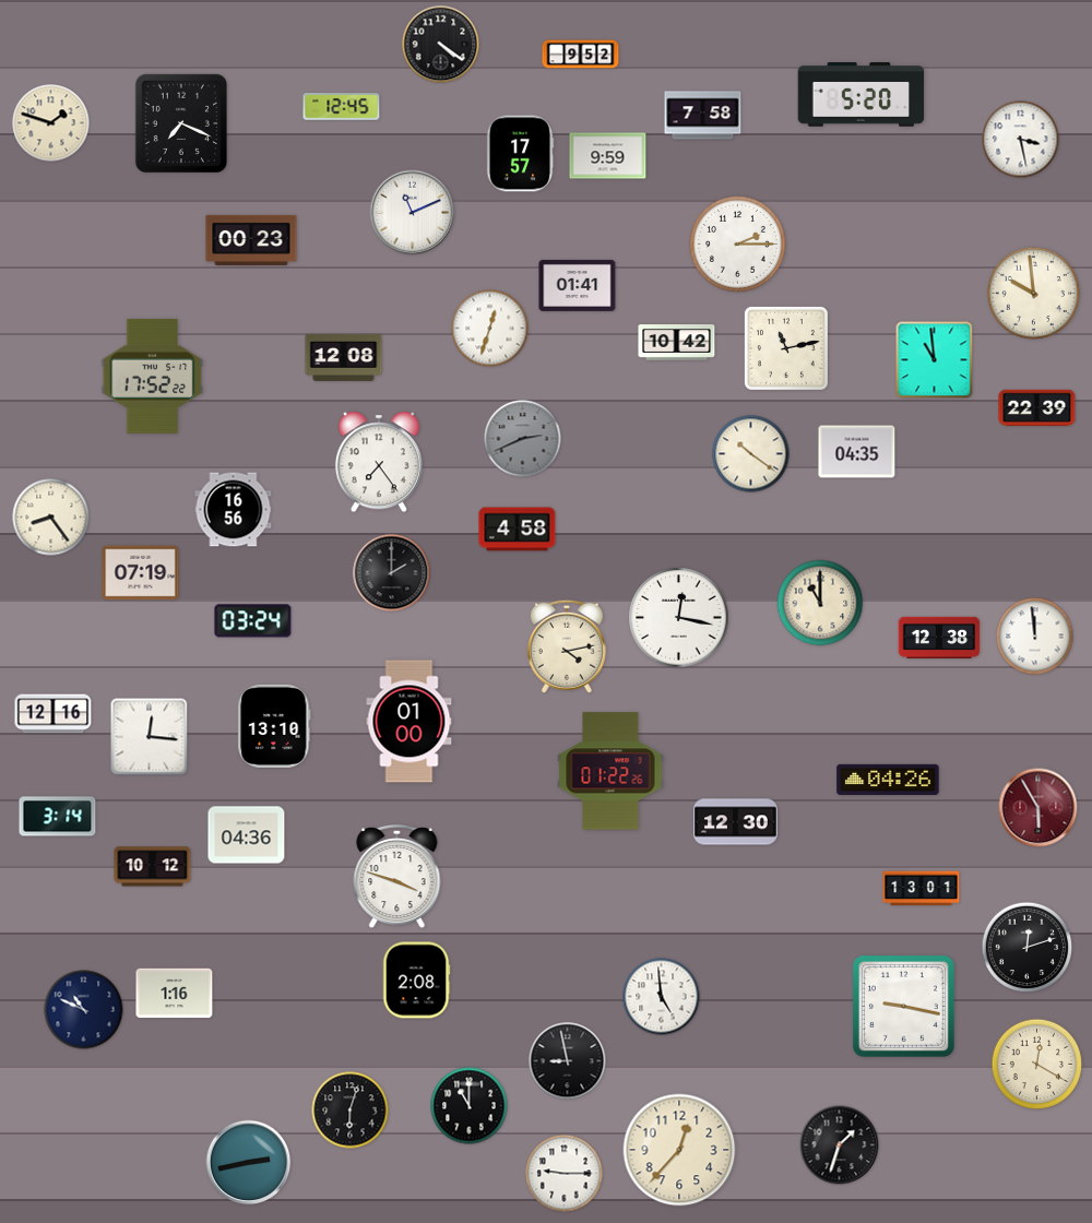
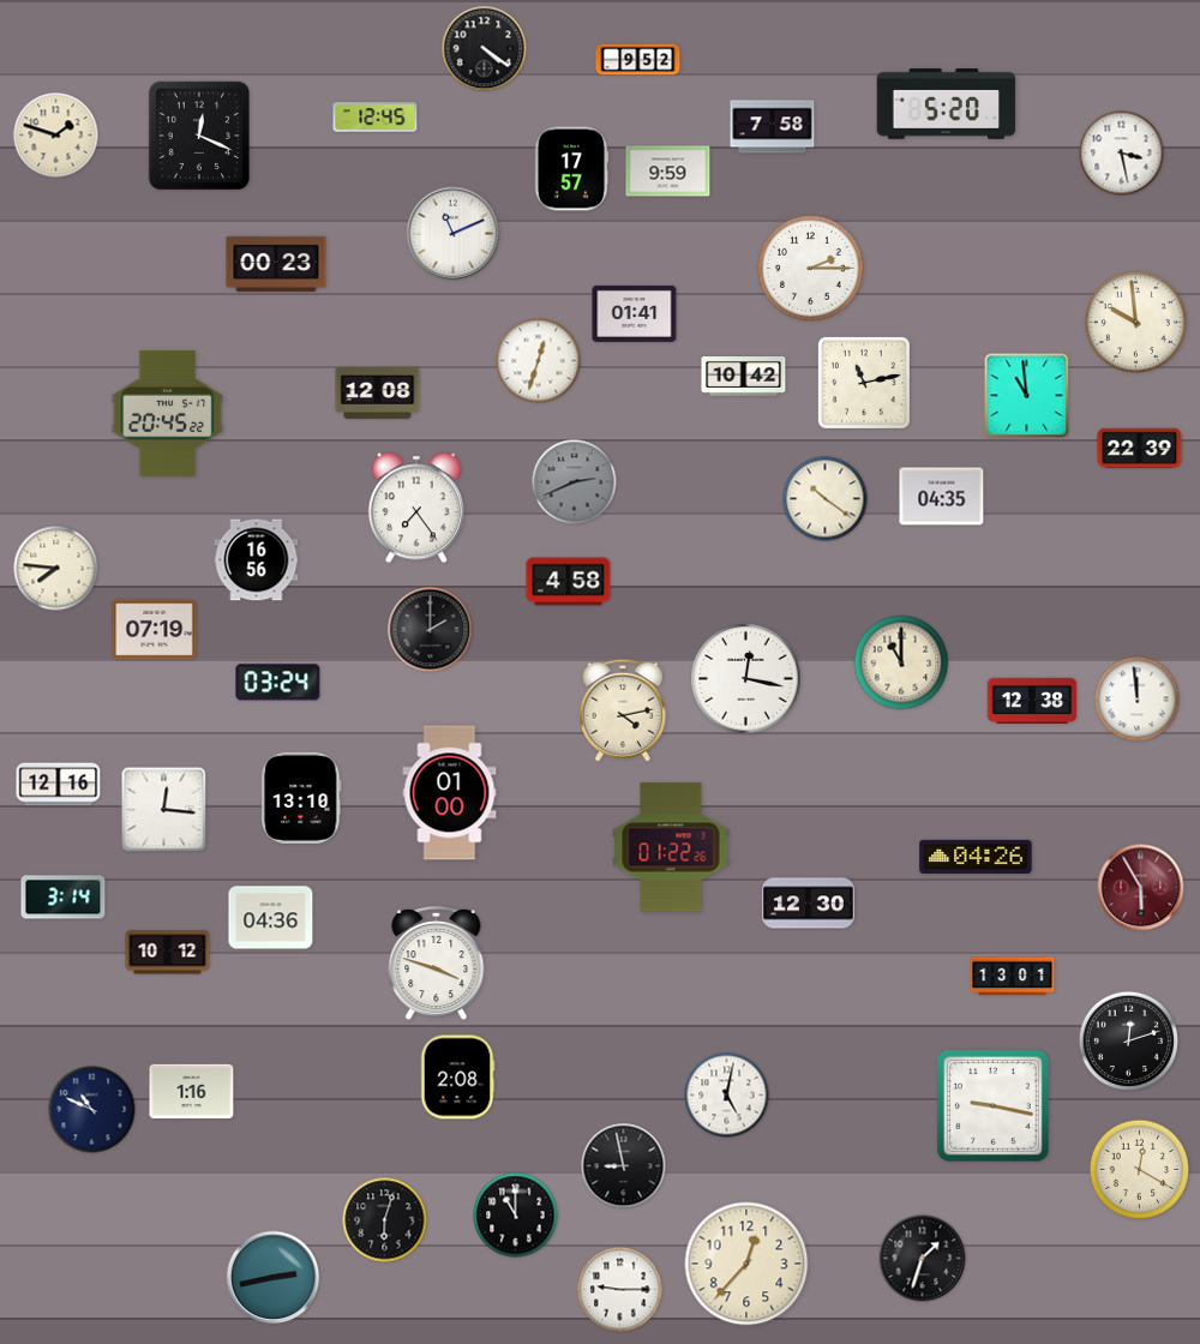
clock at (180, 122): 7:19 -> 12:19
clock at (153, 376): 17:52 -> 20:45
clock at (51, 518): 8:24 -> 7:46
clock at (662, 997): 4:59 -> 5:02
